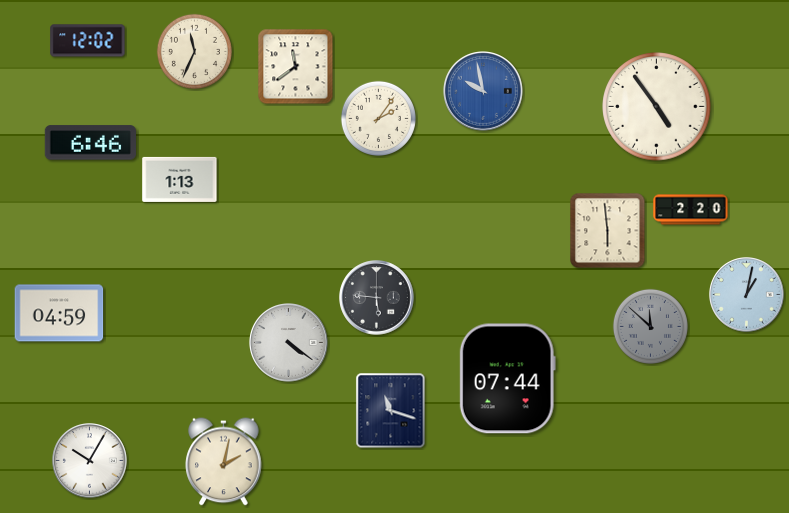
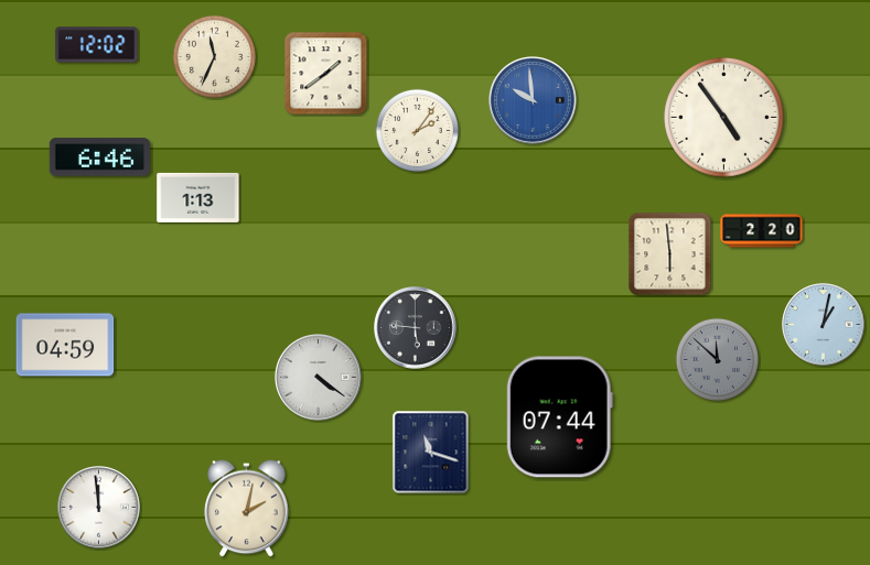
clock at (296, 67): 11:39 -> 1:39
clock at (484, 92): 9:58 -> 9:59
clock at (90, 461): 10:05 -> 11:59
